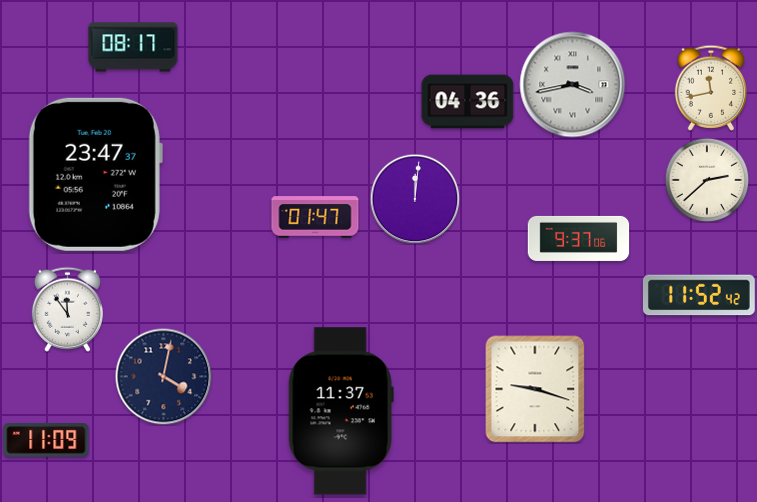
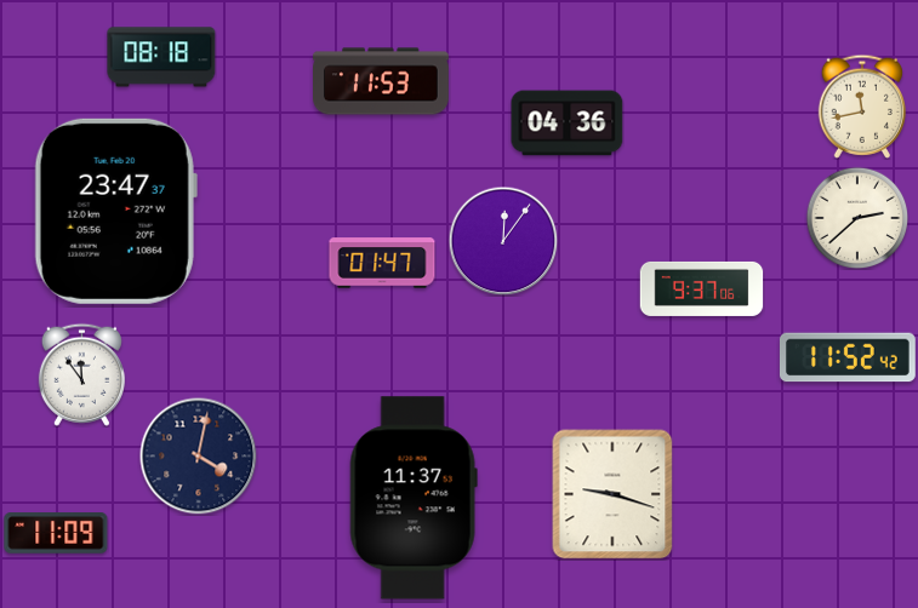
clock at (133, 47): 08:17 -> 08:18
clock at (382, 81): none -> 11:53
clock at (573, 85): 3:43 -> none
clock at (415, 199): 12:01 -> 12:06
clock at (535, 389) position: (535, 389) -> (612, 494)
